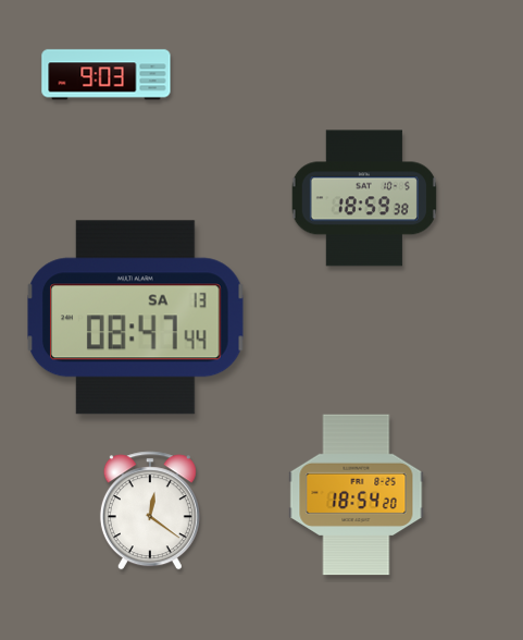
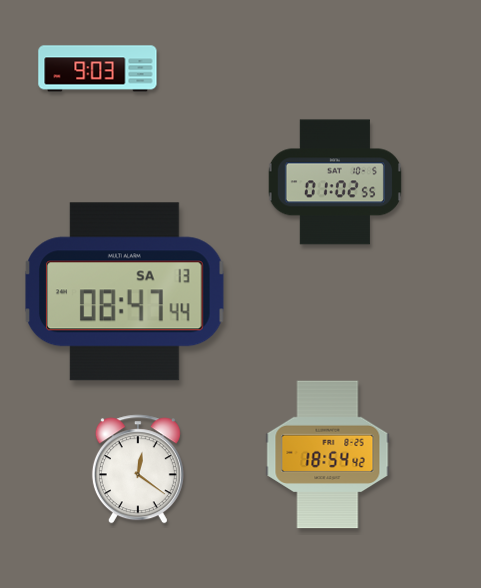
clock at (364, 198): 18:59 -> 01:02
clock at (357, 495): 18:54:20 -> 18:54:42
